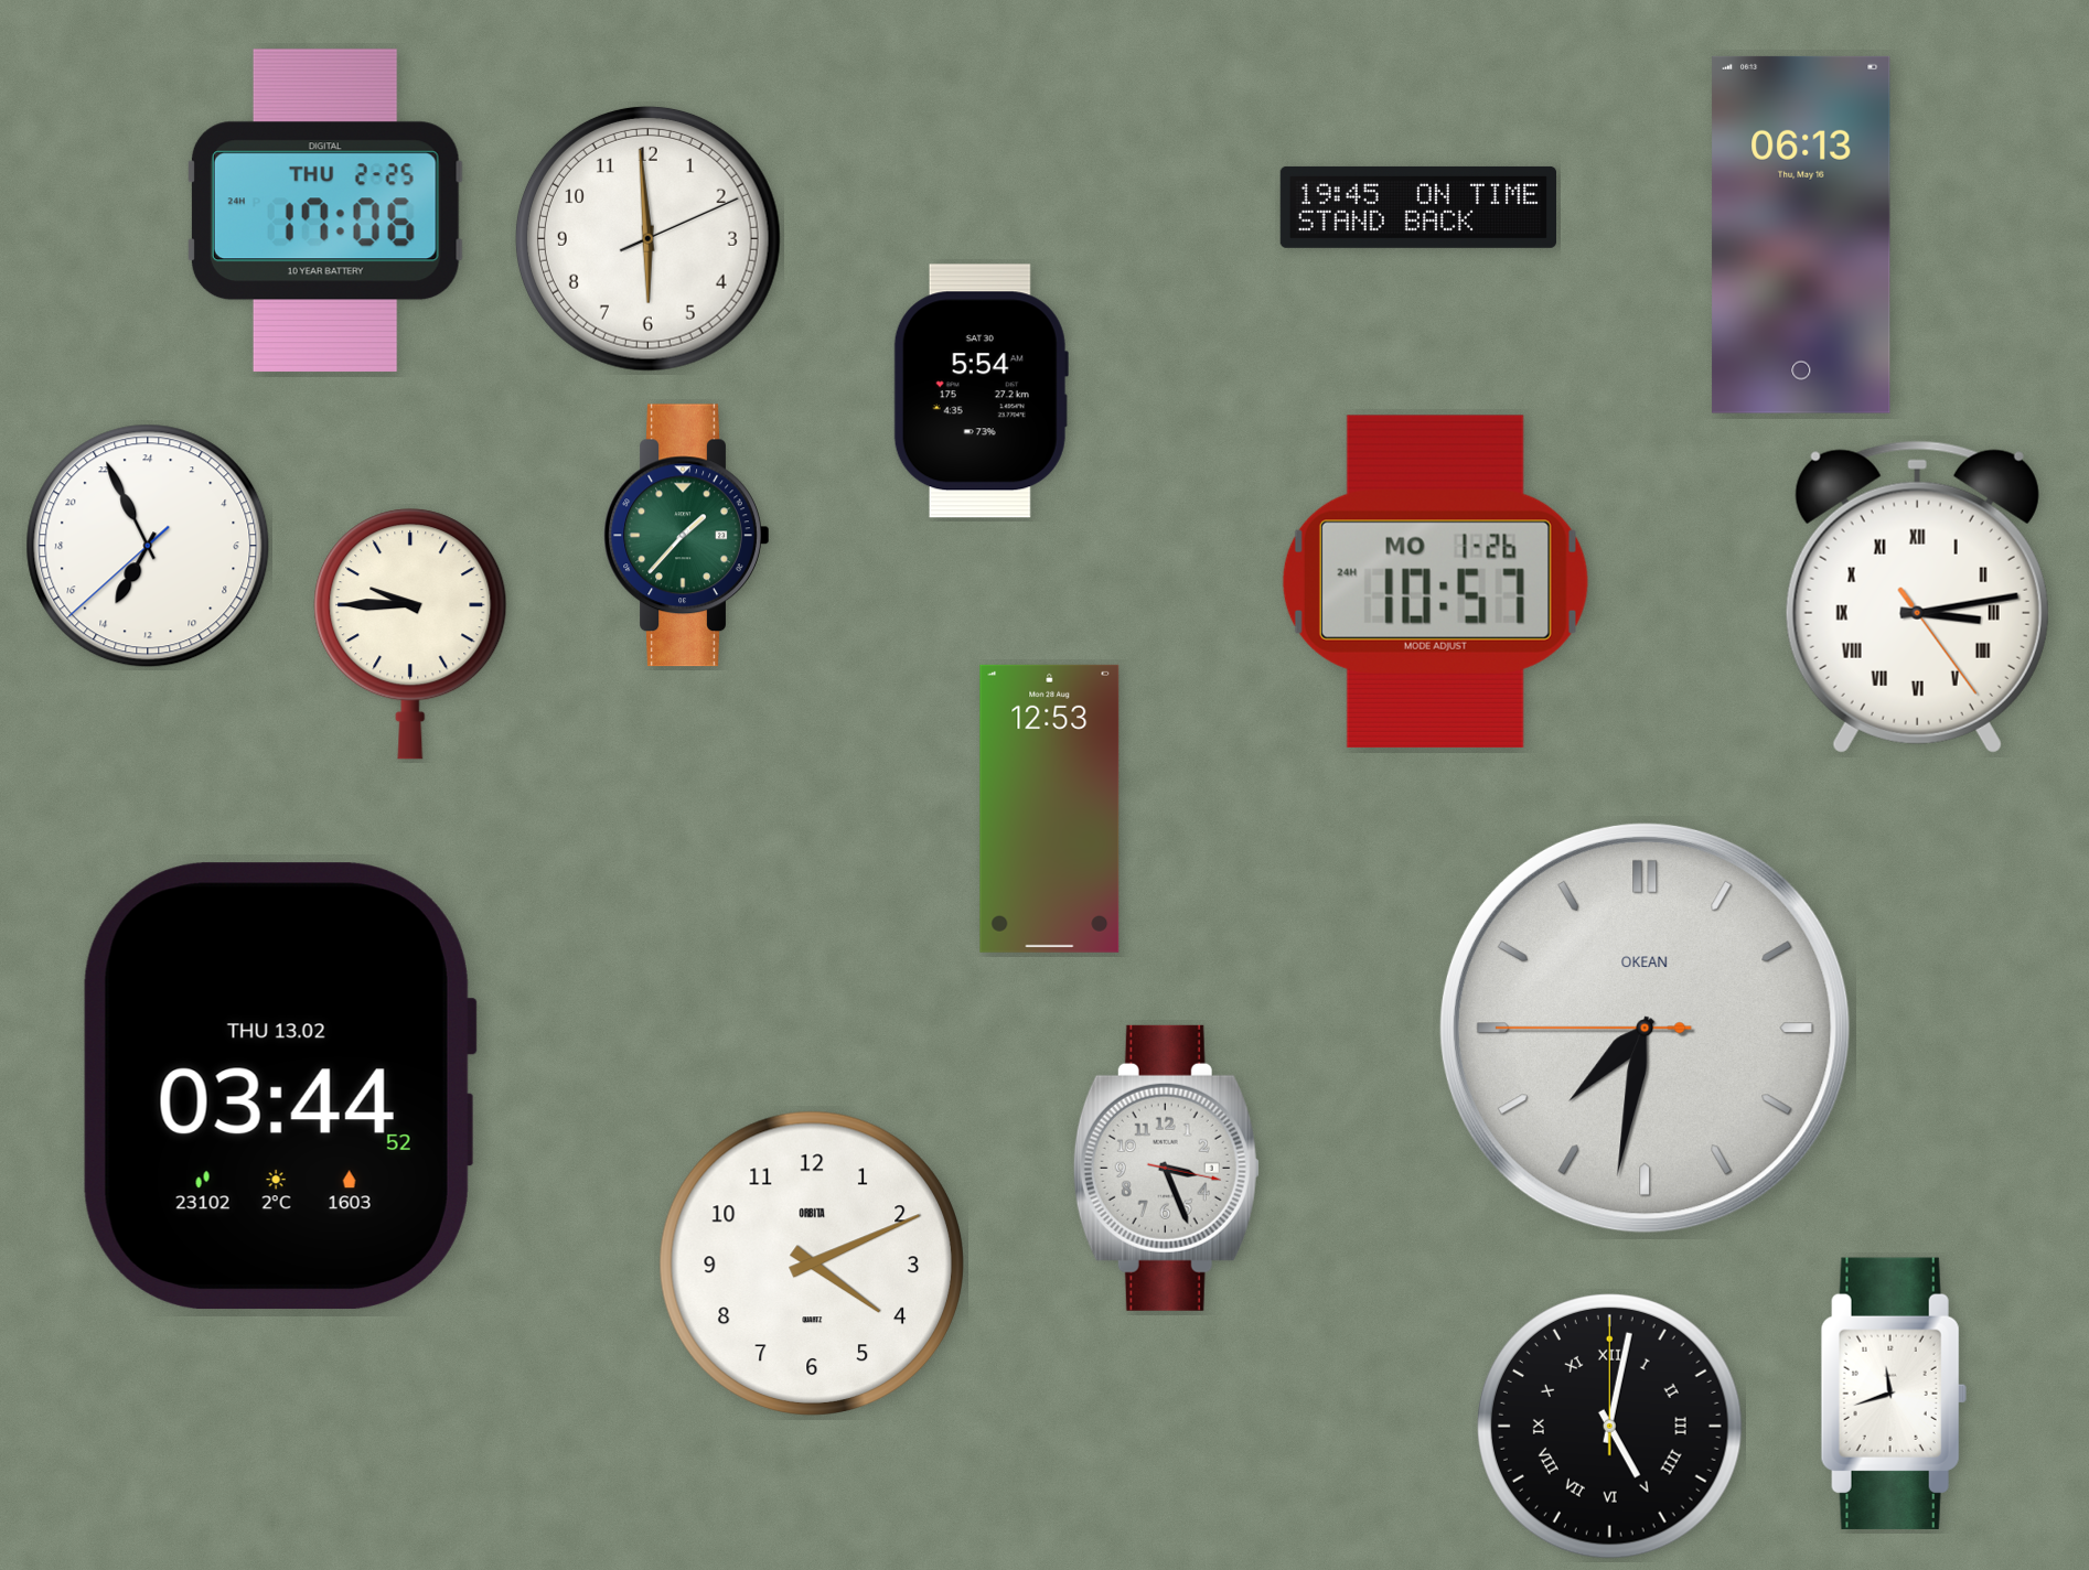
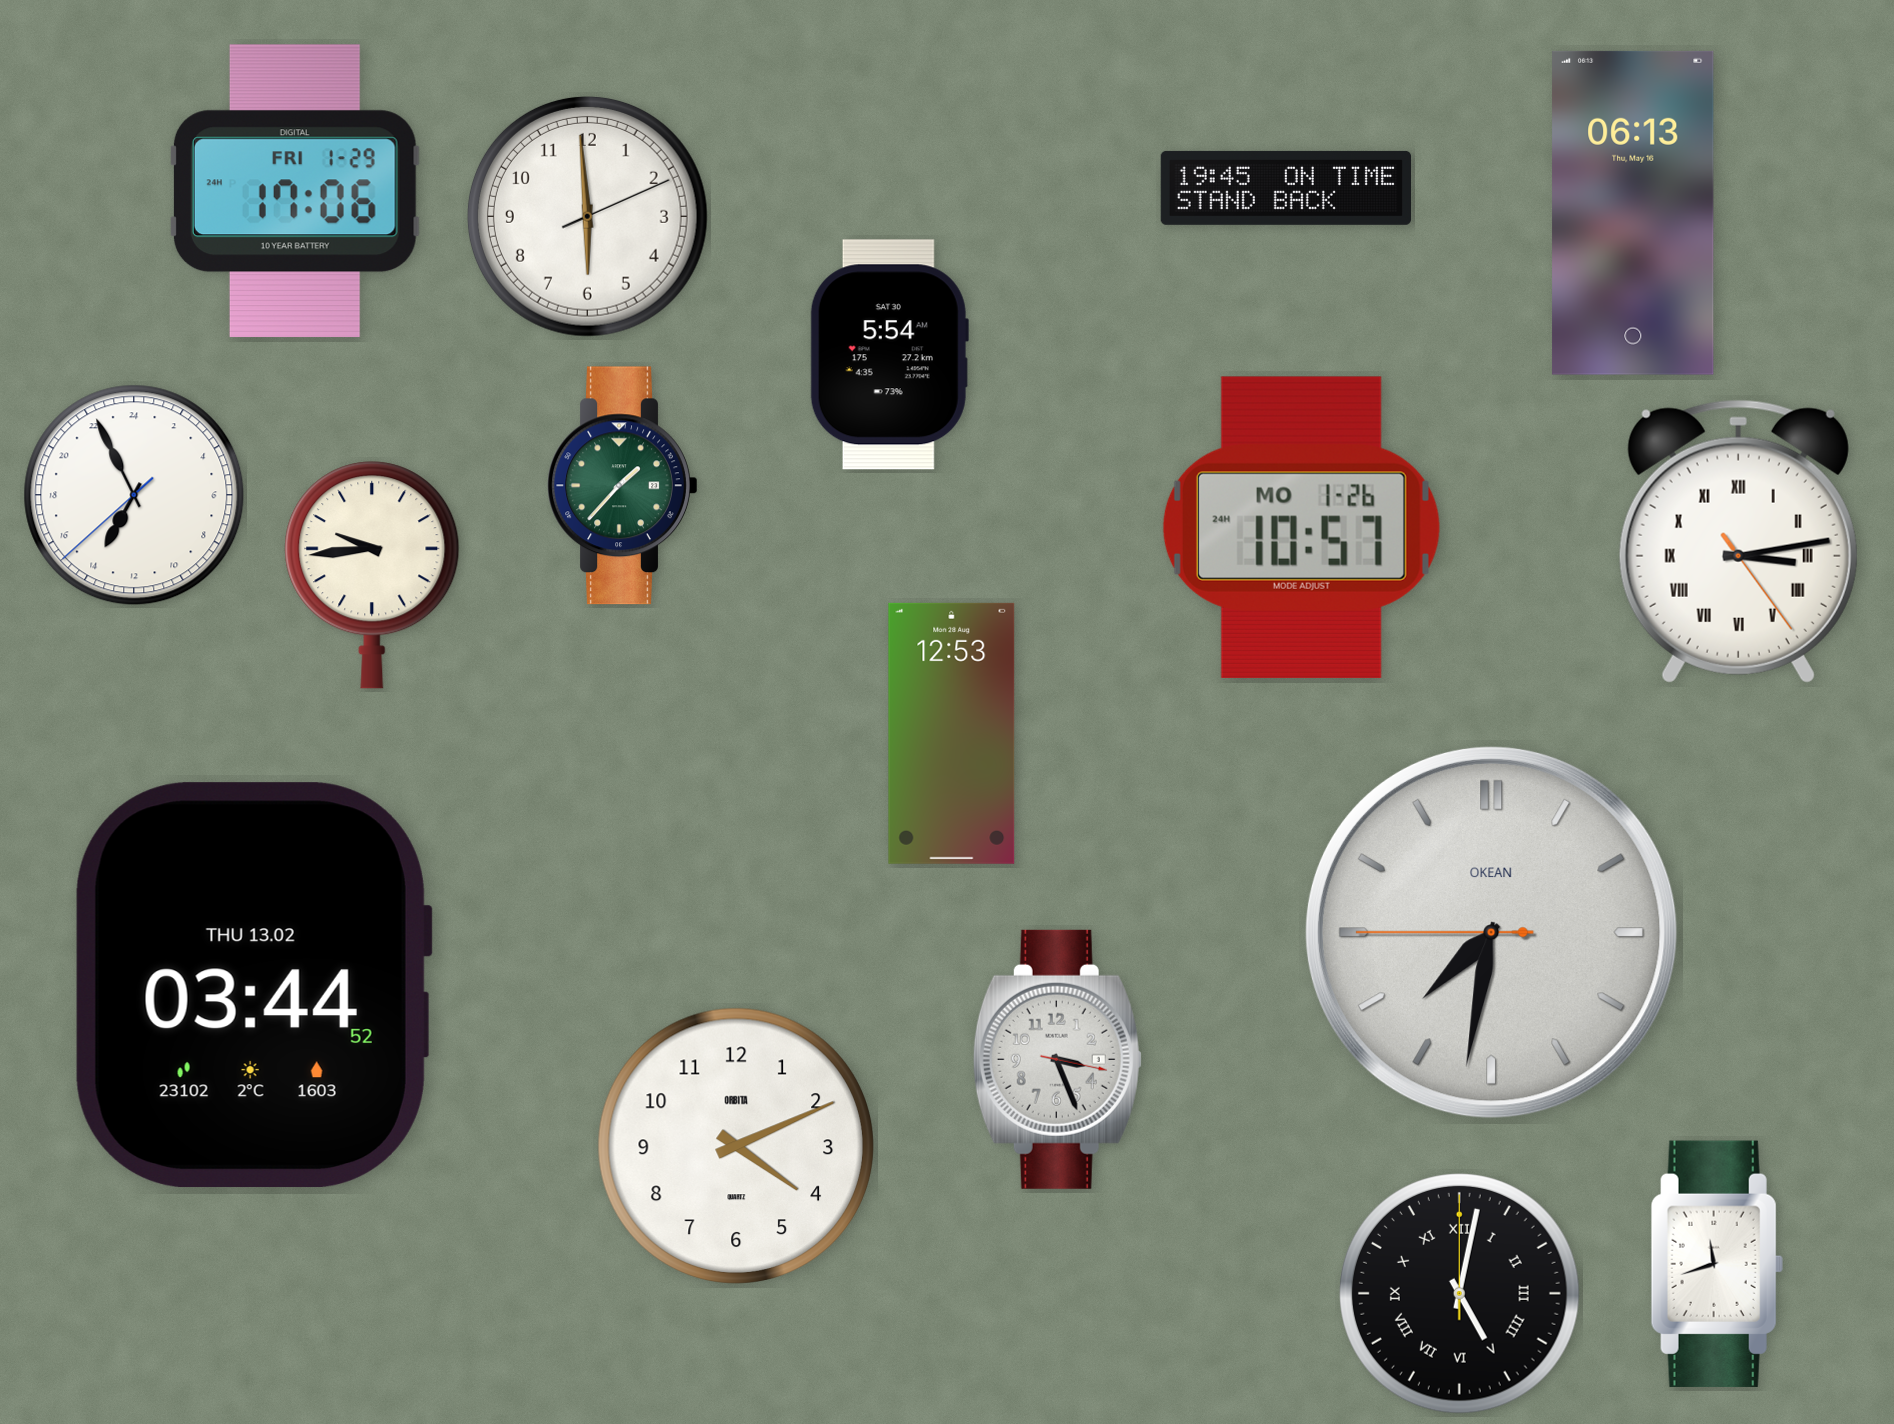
clock at (325, 211) date: THU 2-25 -> FRI 1-29
clock at (410, 634): 9:45 -> 9:44
